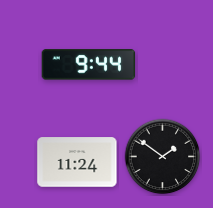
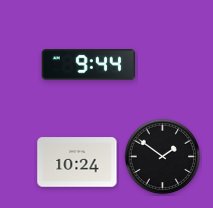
clock at (77, 162): 11:24 -> 10:24
